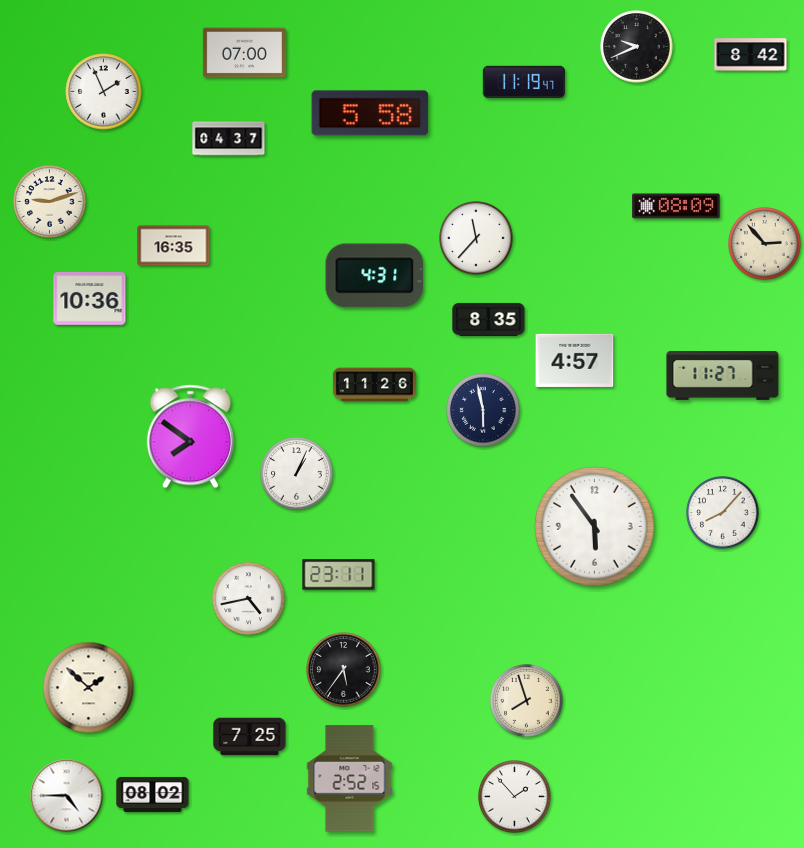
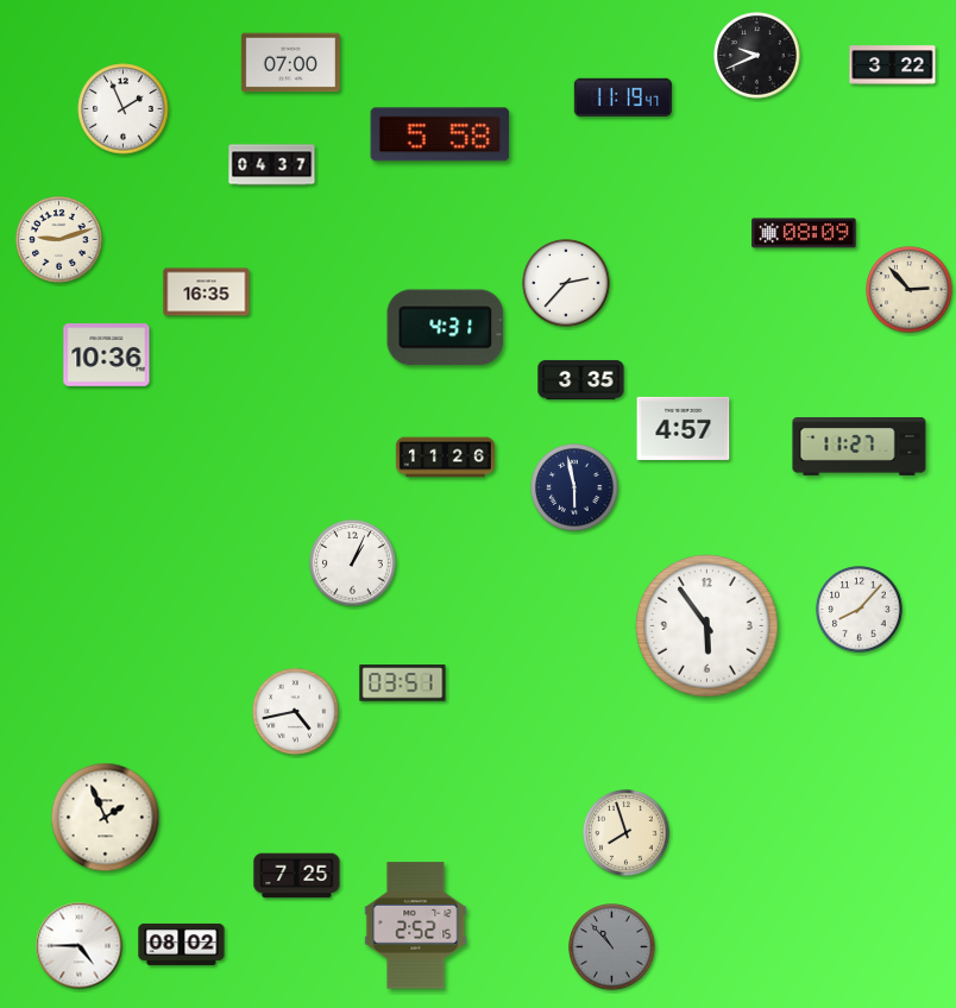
clock at (751, 55): 8:42 -> 3:22
clock at (676, 206) position: (676, 206) -> (804, 233)
clock at (476, 238): 11:37 -> 2:37
clock at (489, 319): 8:35 -> 3:35
clock at (190, 437): 7:51 -> none
clock at (339, 575): 23:11 -> 03:51
clock at (344, 670): 5:36 -> none
clock at (89, 688): 1:52 -> 1:56
clock at (515, 797): 1:53 -> 10:53
clock at (515, 797) dial: white -> grey
